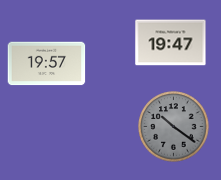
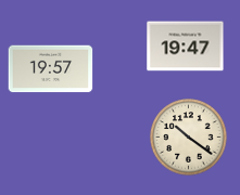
clock at (174, 127) dial: grey -> cream
